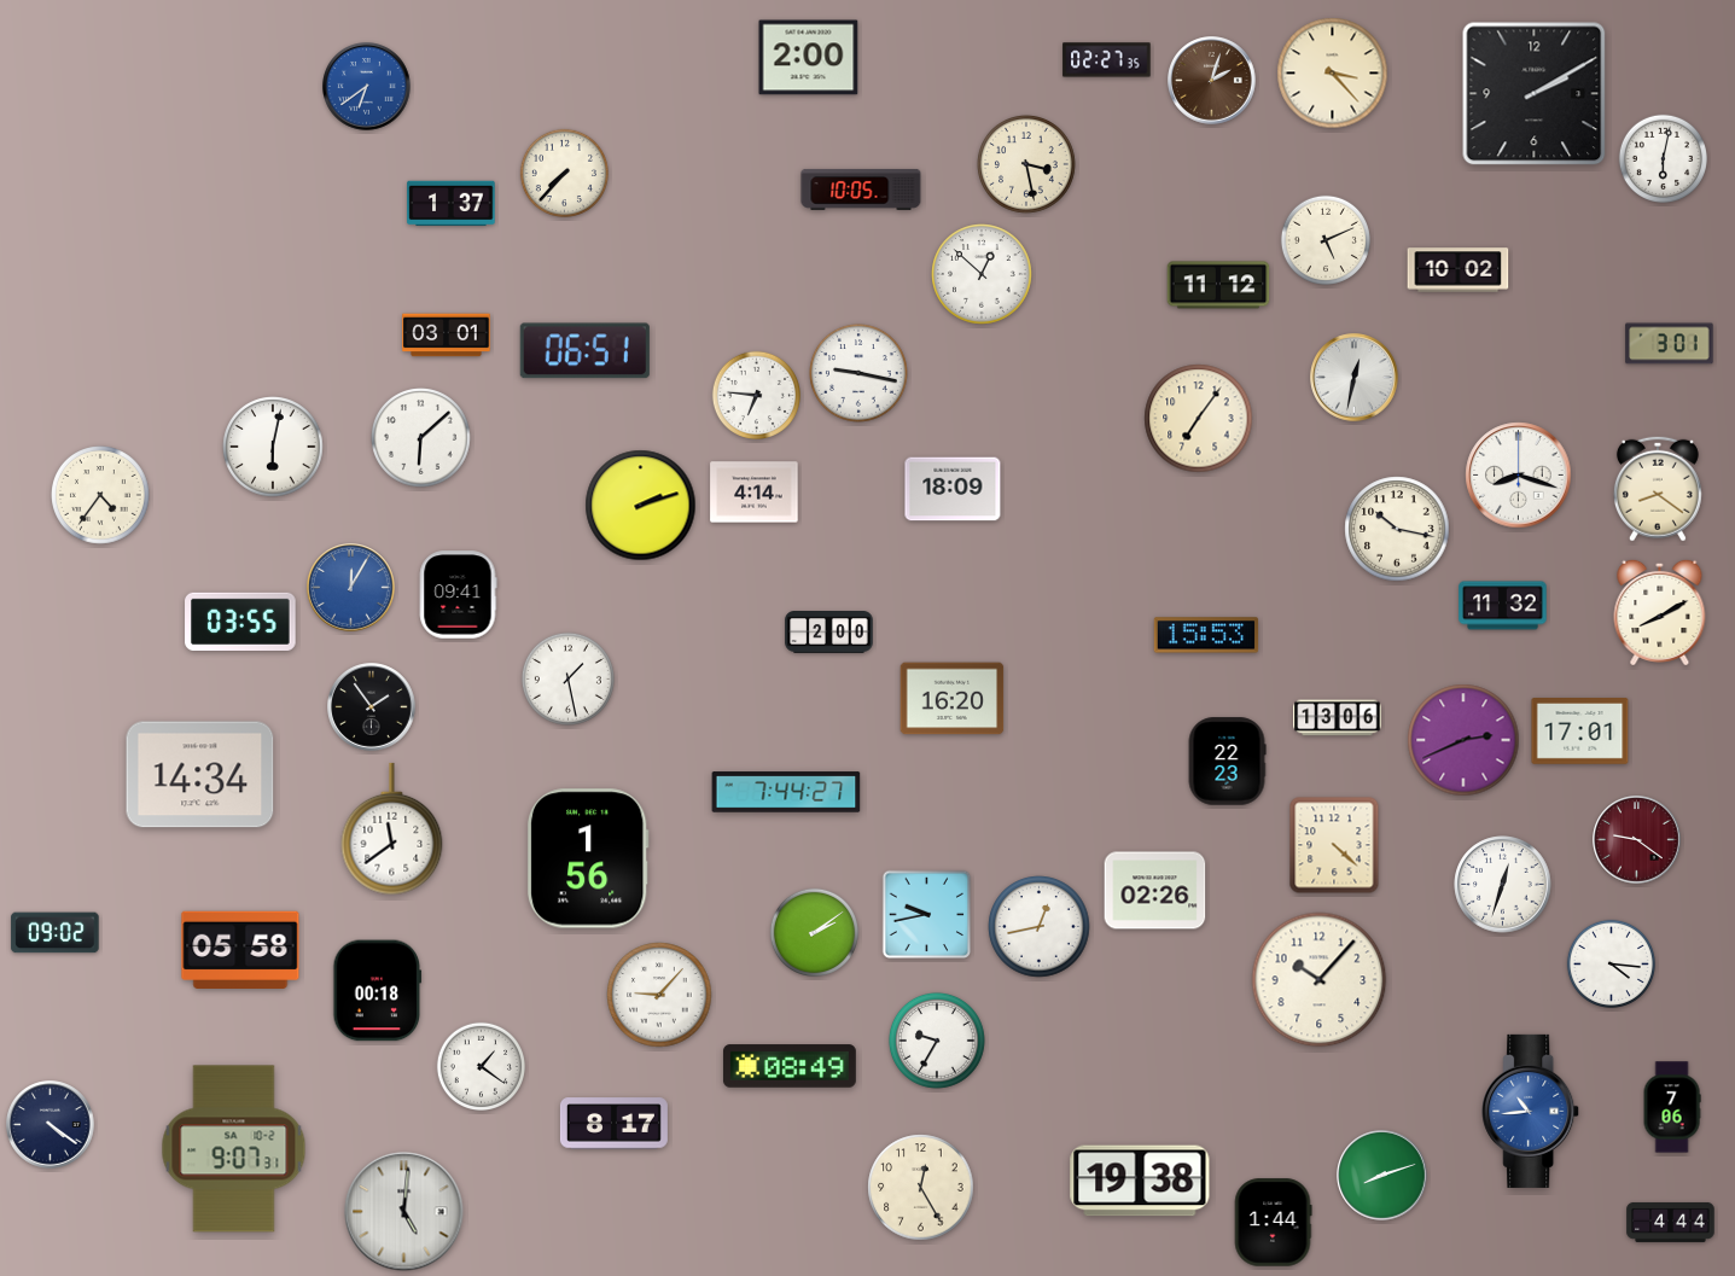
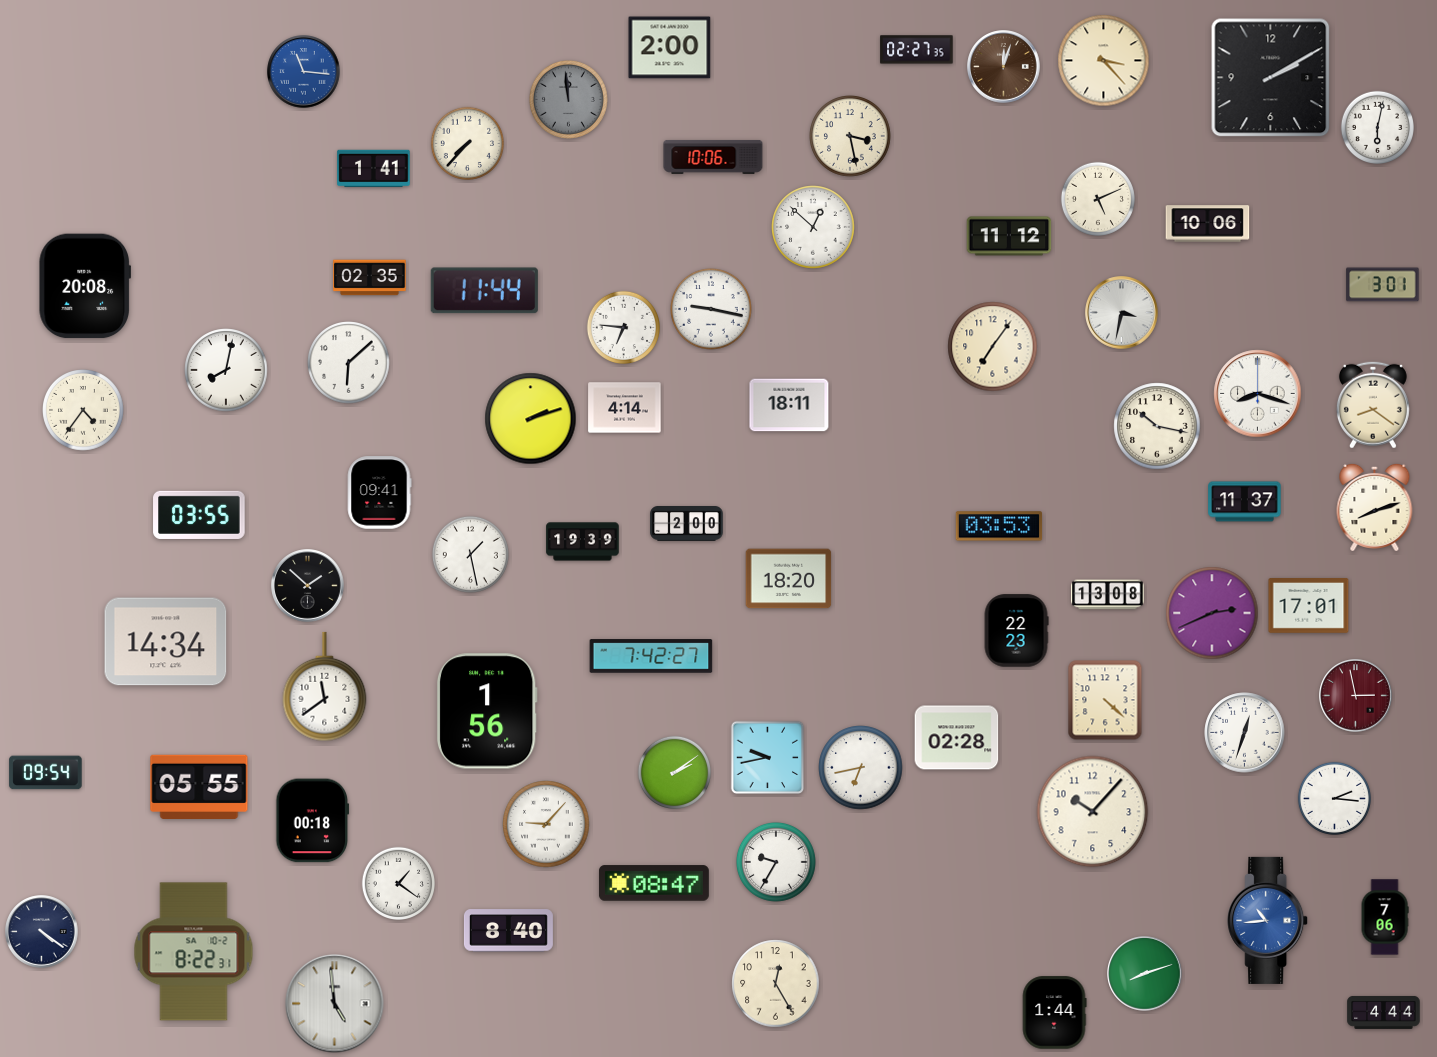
clock at (1212, 81): 2:03 -> 12:03
clock at (367, 87): 6:39 -> 11:16
clock at (568, 99): none -> 11:59
clock at (1663, 158) position: (1663, 158) -> (1377, 127)
clock at (861, 190): 10:05 -> 10:06
clock at (452, 204): 1:37 -> 1:41
clock at (1459, 270): 10:02 -> 10:06
clock at (447, 336): 03:01 -> 02:35
clock at (84, 286): none -> 20:08
clock at (584, 351): 06:51 -> 11:44
clock at (1355, 378): 12:32 -> 3:32
clock at (756, 395) position: (756, 395) -> (623, 327)
clock at (273, 447): 6:02 -> 8:02
clock at (953, 489): 18:09 -> 18:11
clock at (1397, 529) position: (1397, 529) -> (1157, 426)
clock at (351, 588): 12:05 -> none
clock at (1503, 606): 11:32 -> 11:37
clock at (1660, 612): 8:10 -> 8:12
clock at (1206, 635): 15:53 -> 03:53
clock at (583, 542): none -> 19:39
clock at (567, 678) position: (567, 678) -> (470, 554)
clock at (953, 699): 16:20 -> 18:20
clock at (372, 707): 1:54 -> 1:52
clock at (1338, 718): 13:06 -> 13:08
clock at (786, 792): 7:44 -> 7:42
clock at (1637, 840): 9:21 -> 2:58
clock at (1155, 891): 02:26 -> 02:28
clock at (1040, 927): 12:43 -> 6:43
clock at (56, 933): 09:02 -> 09:54
clock at (240, 949): 05:58 -> 05:55
clock at (1611, 963): 4:16 -> 2:16
clock at (790, 1066): 08:49 -> 08:47
clock at (613, 1124): 8:17 -> 8:40
clock at (234, 1149): 9:07 -> 8:22
clock at (1140, 1181): 19:38 -> none
clock at (921, 1188) position: (921, 1188) -> (776, 984)
clock at (404, 1212): 5:01 -> 4:59
